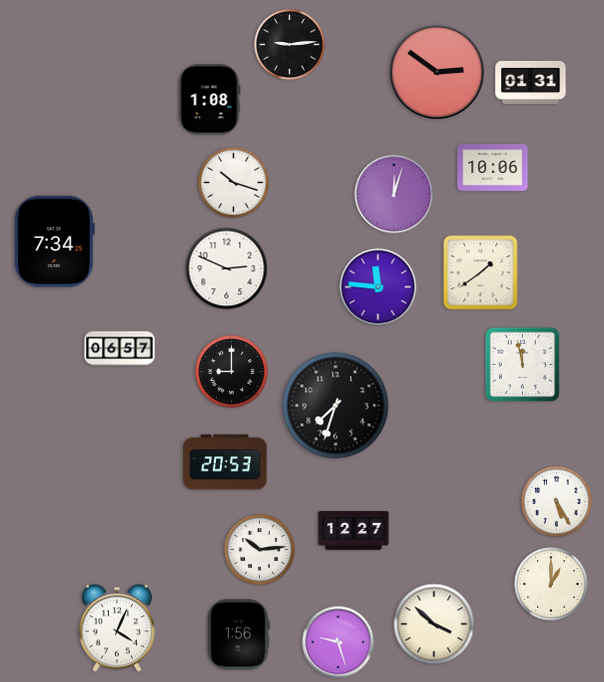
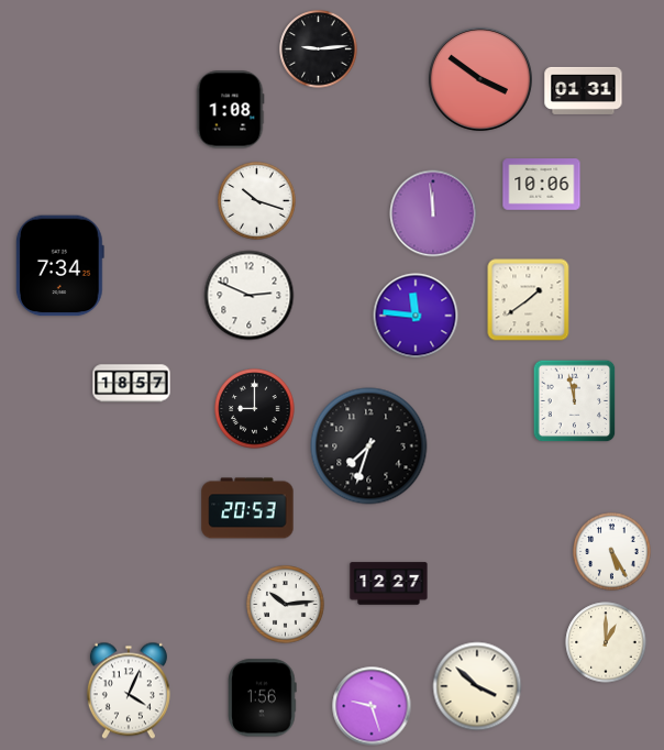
clock at (437, 72): 2:51 -> 3:51
clock at (394, 194): 12:03 -> 11:59
clock at (120, 349): 06:57 -> 18:57
